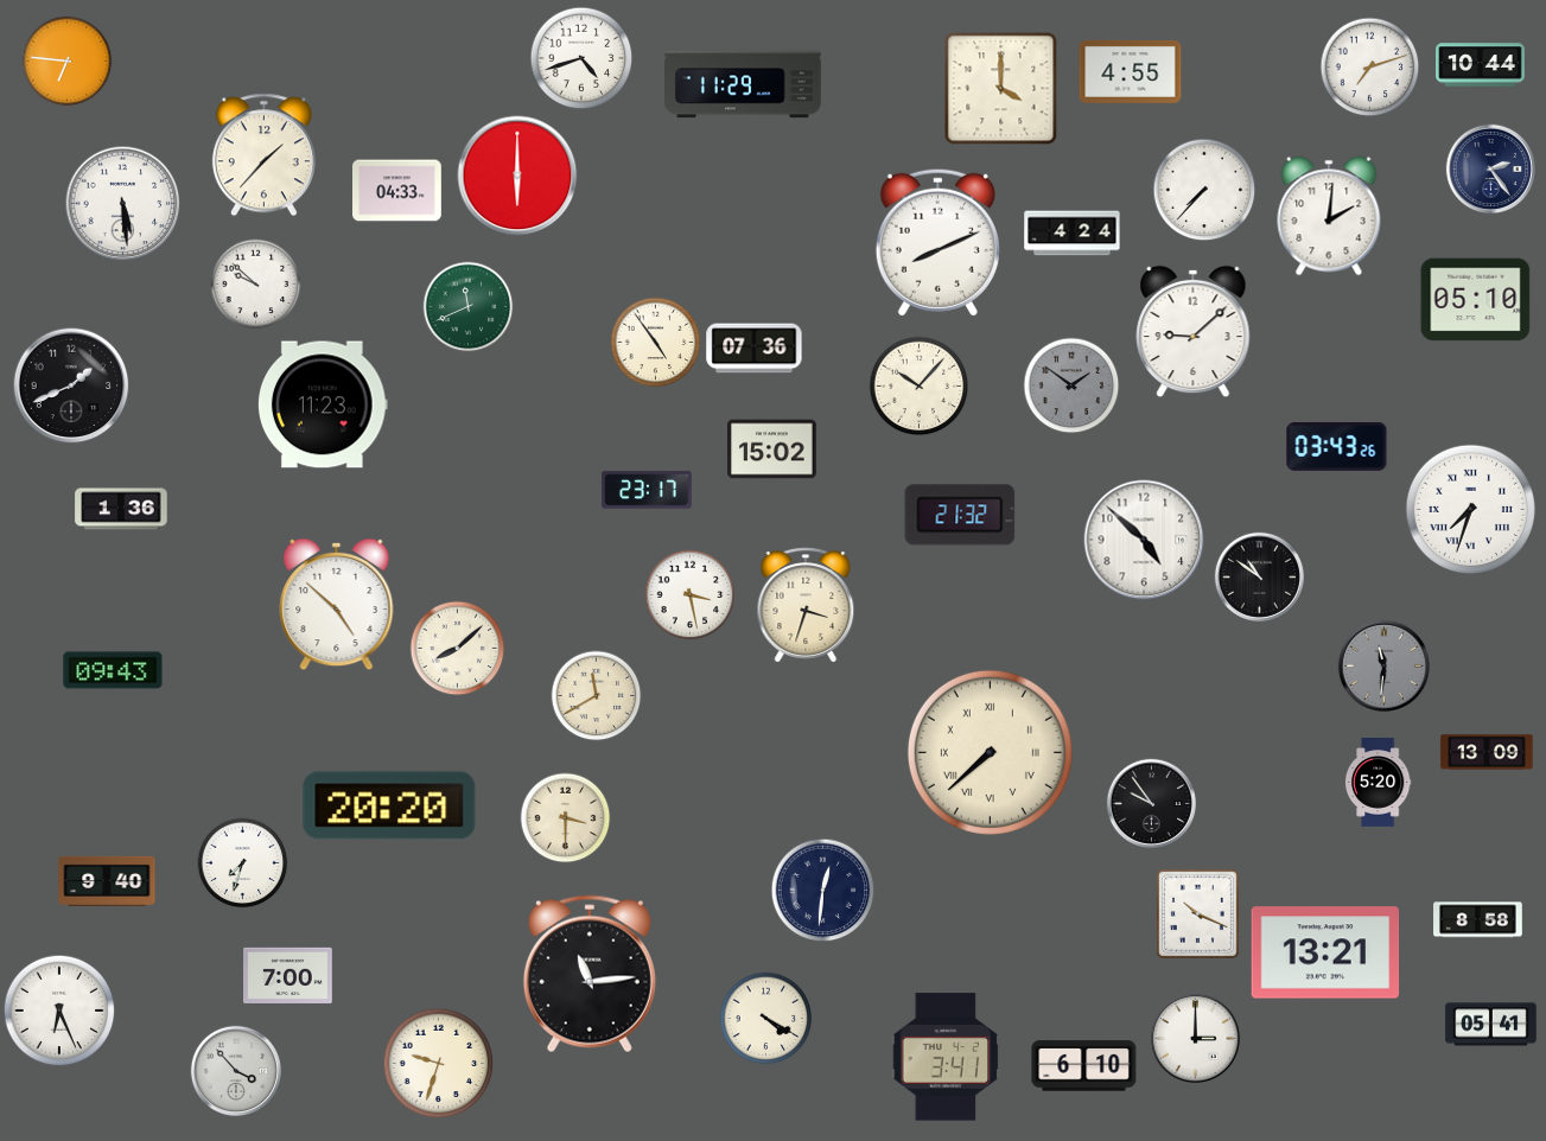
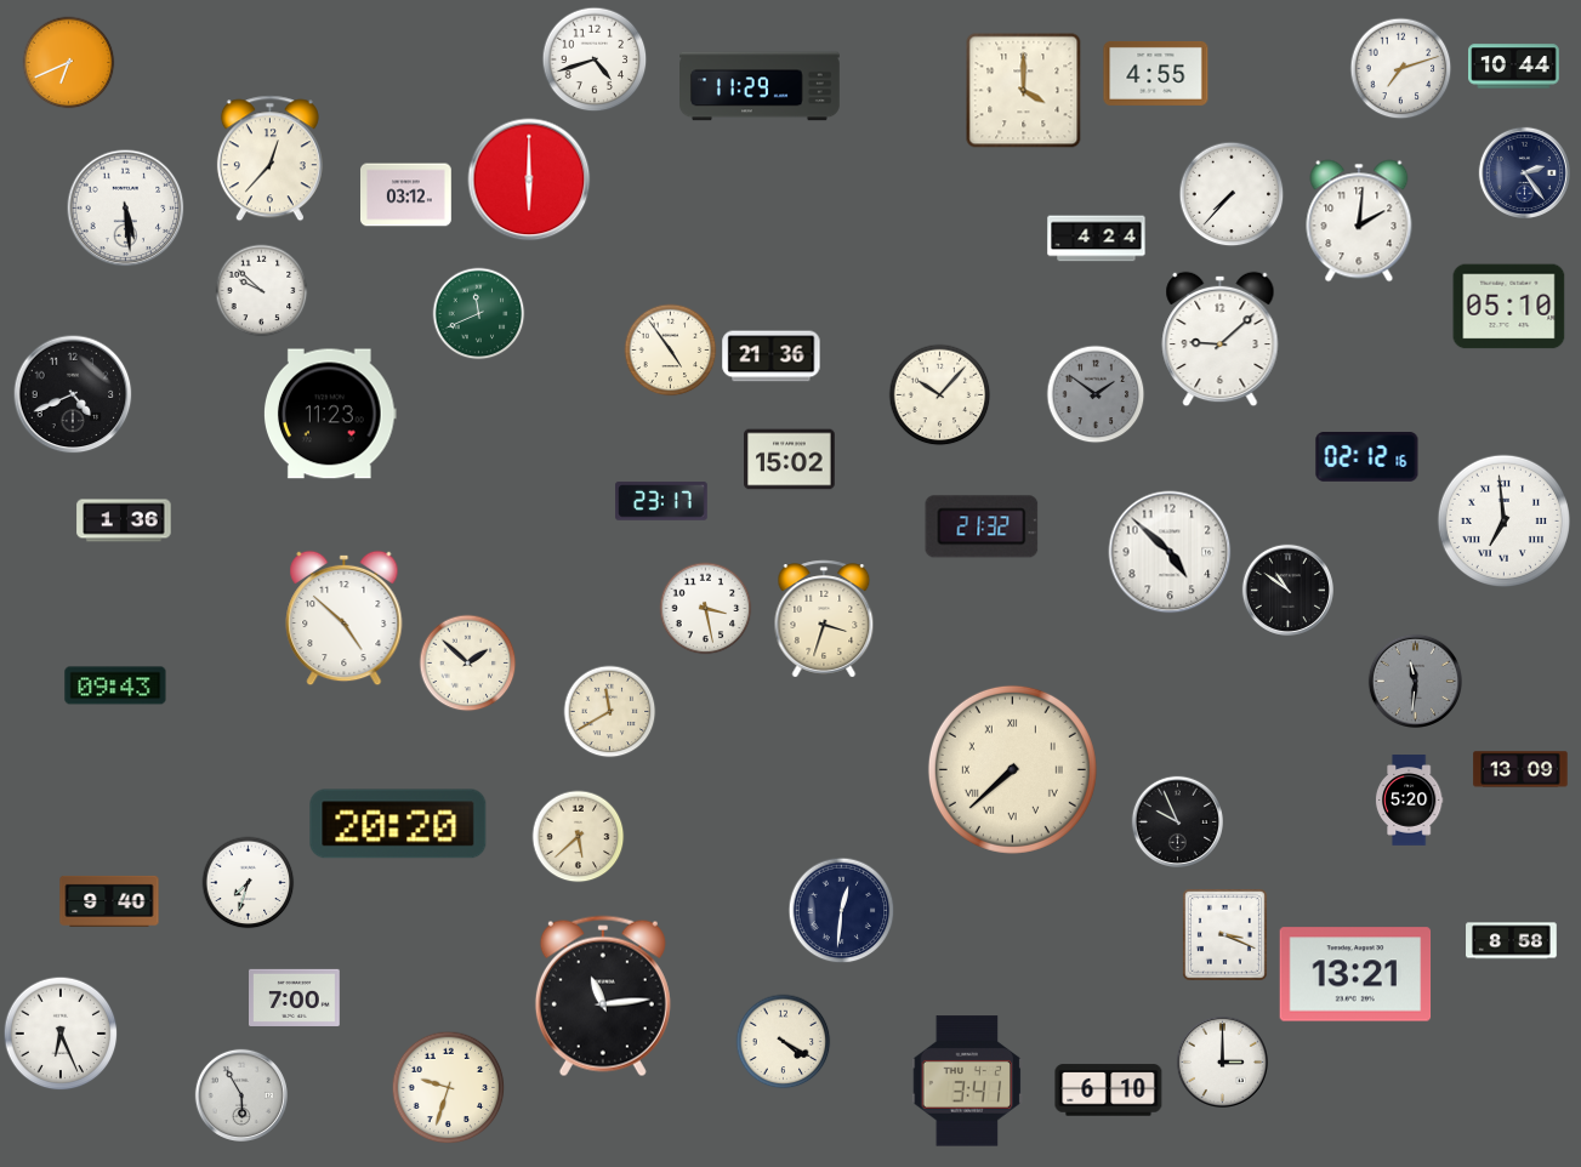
clock at (68, 62): 6:46 -> 6:41
clock at (263, 155): 1:37 -> 12:37
clock at (397, 191): 04:33 -> 03:12
clock at (937, 242): 8:11 -> none
clock at (755, 349): 07:36 -> 21:36
clock at (71, 385): 1:41 -> 4:41
clock at (1337, 447): 03:43 -> 02:12
clock at (1470, 509): 7:33 -> 6:59
clock at (458, 649): 8:08 -> 1:52
clock at (1151, 803): 9:54 -> 9:56
clock at (566, 818): 3:30 -> 5:38
clock at (1197, 913): 10:19 -> 3:19
clock at (1491, 1025): 05:41 -> none
clock at (235, 1070): 3:53 -> 5:55
